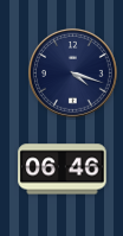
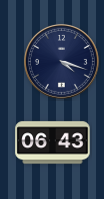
clock at (63, 170): 06:46 -> 06:43
